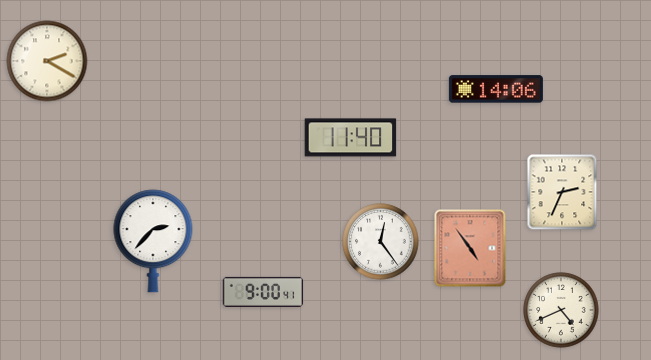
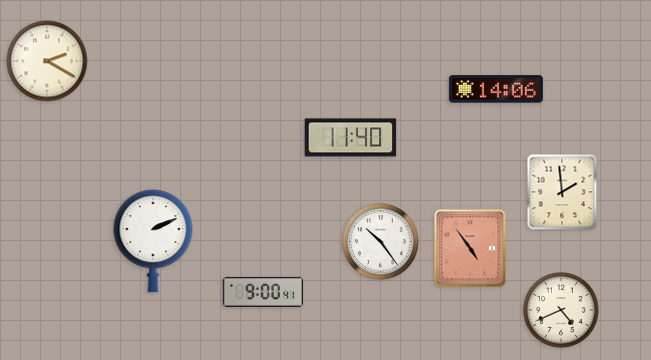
clock at (562, 192): 2:34 -> 1:59
clock at (153, 241): 2:37 -> 2:11
clock at (381, 242): 12:24 -> 10:24
